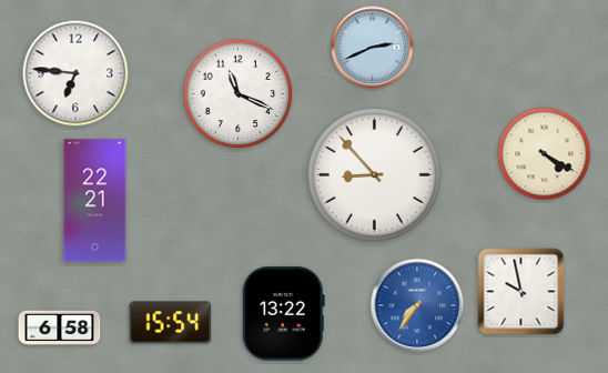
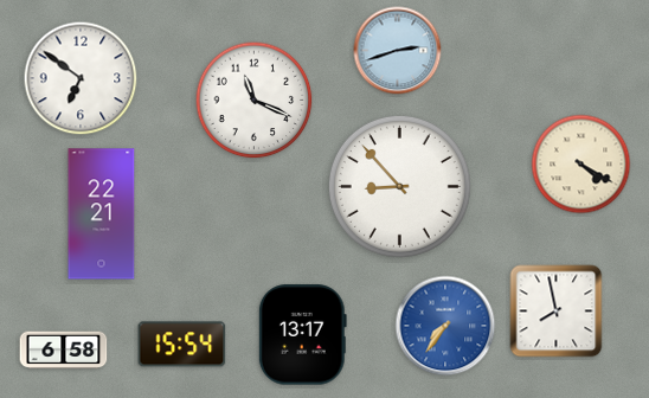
clock at (373, 48): 2:41 -> 2:42
clock at (75, 73): 6:46 -> 6:51
clock at (521, 292): 9:58 -> 7:58
clock at (283, 314): 13:22 -> 13:17
